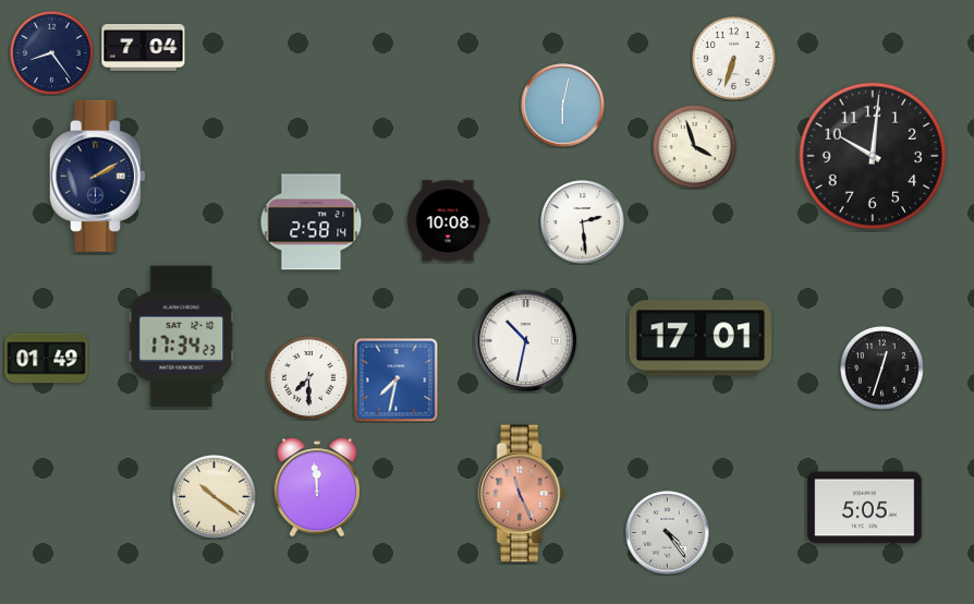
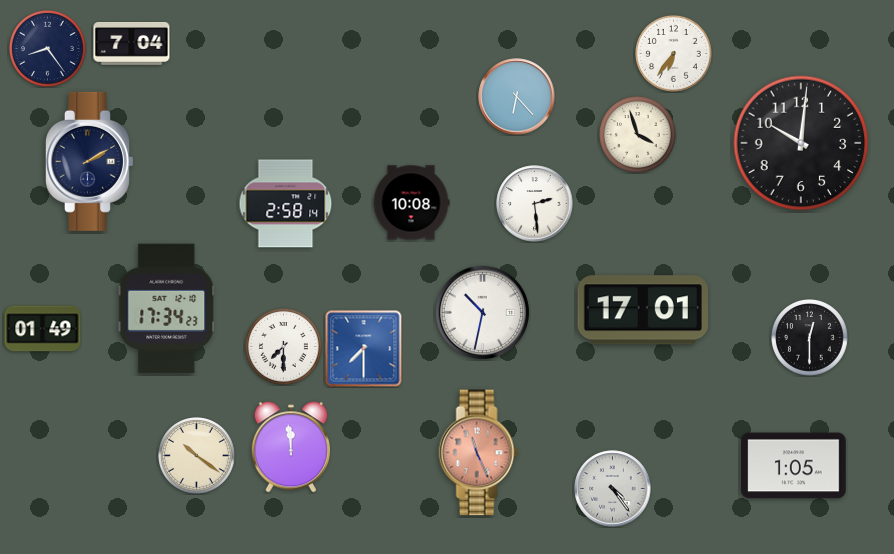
clock at (734, 59): 6:33 -> 6:36
clock at (563, 106): 6:02 -> 6:23
clock at (882, 369): 12:33 -> 12:30
clock at (397, 380): 7:32 -> 7:30
clock at (865, 508): 5:05 -> 1:05
